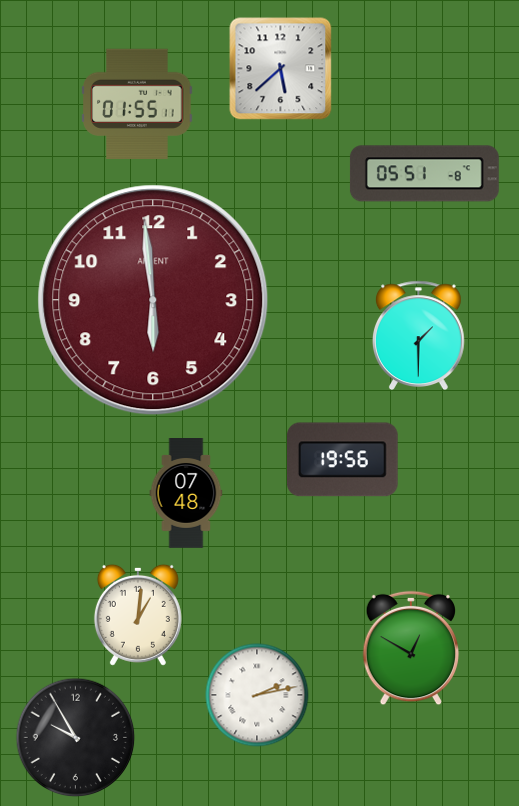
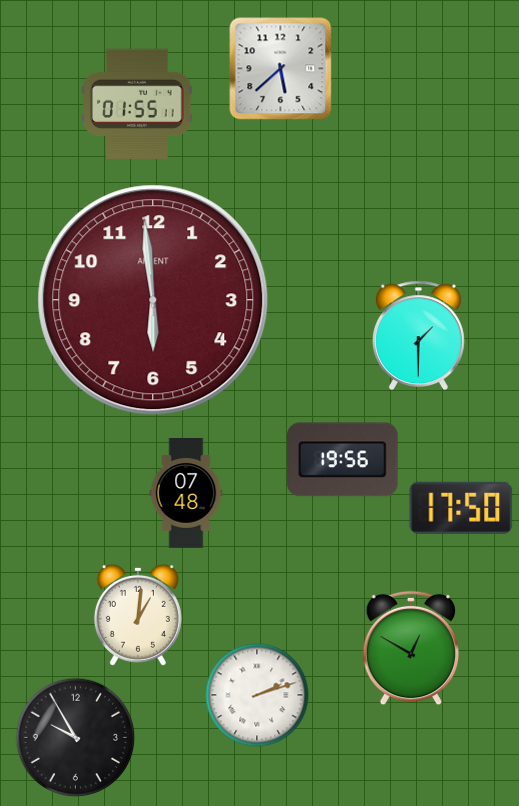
clock at (424, 174): 05:51 -> none
clock at (461, 508): none -> 17:50
clock at (257, 695): 2:13 -> 2:12
